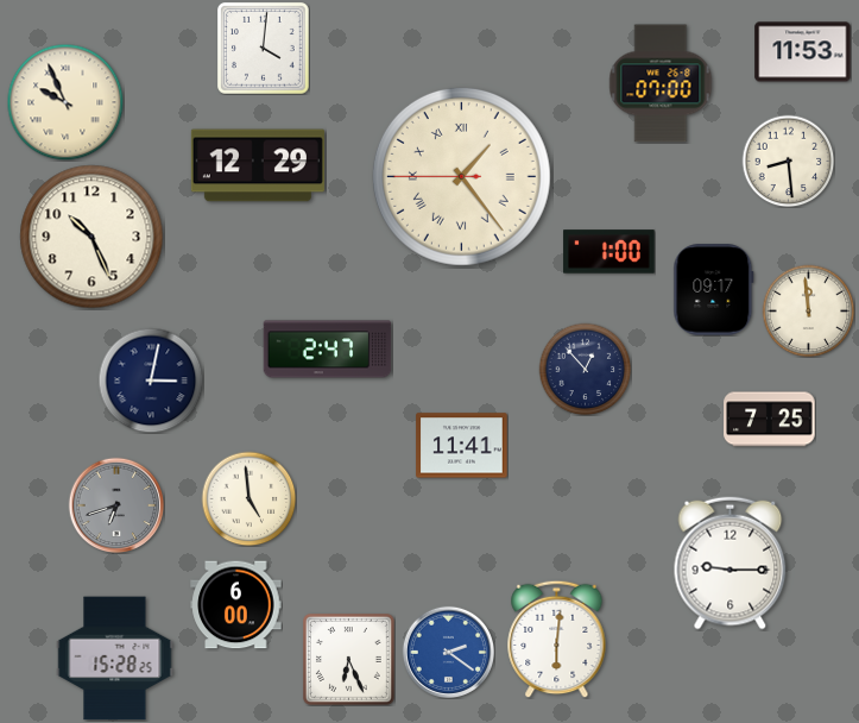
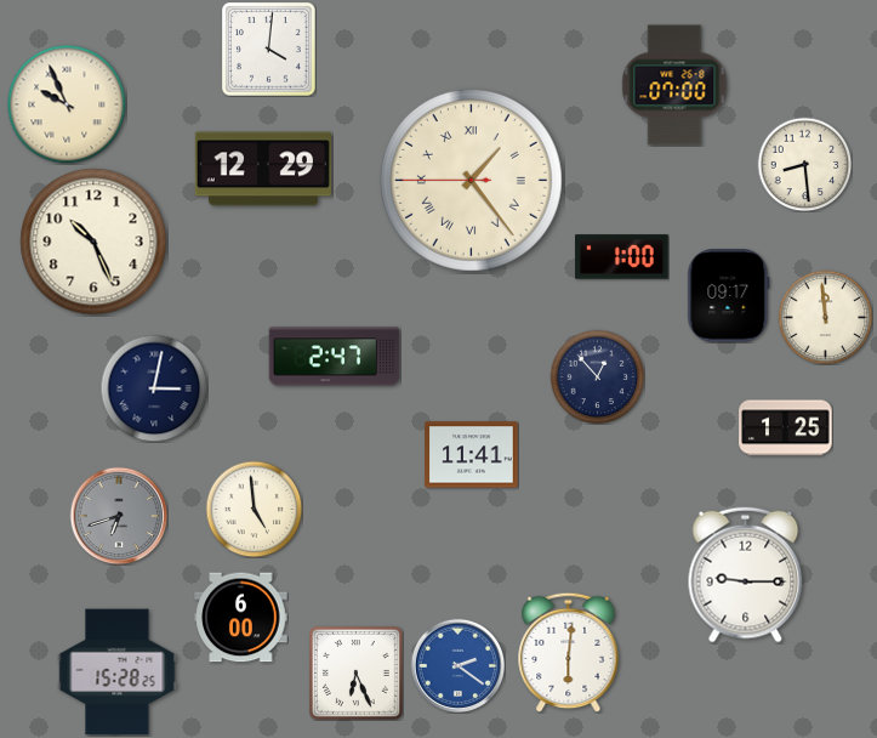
clock at (803, 52): 11:53 -> none
clock at (770, 420): 7:25 -> 1:25
